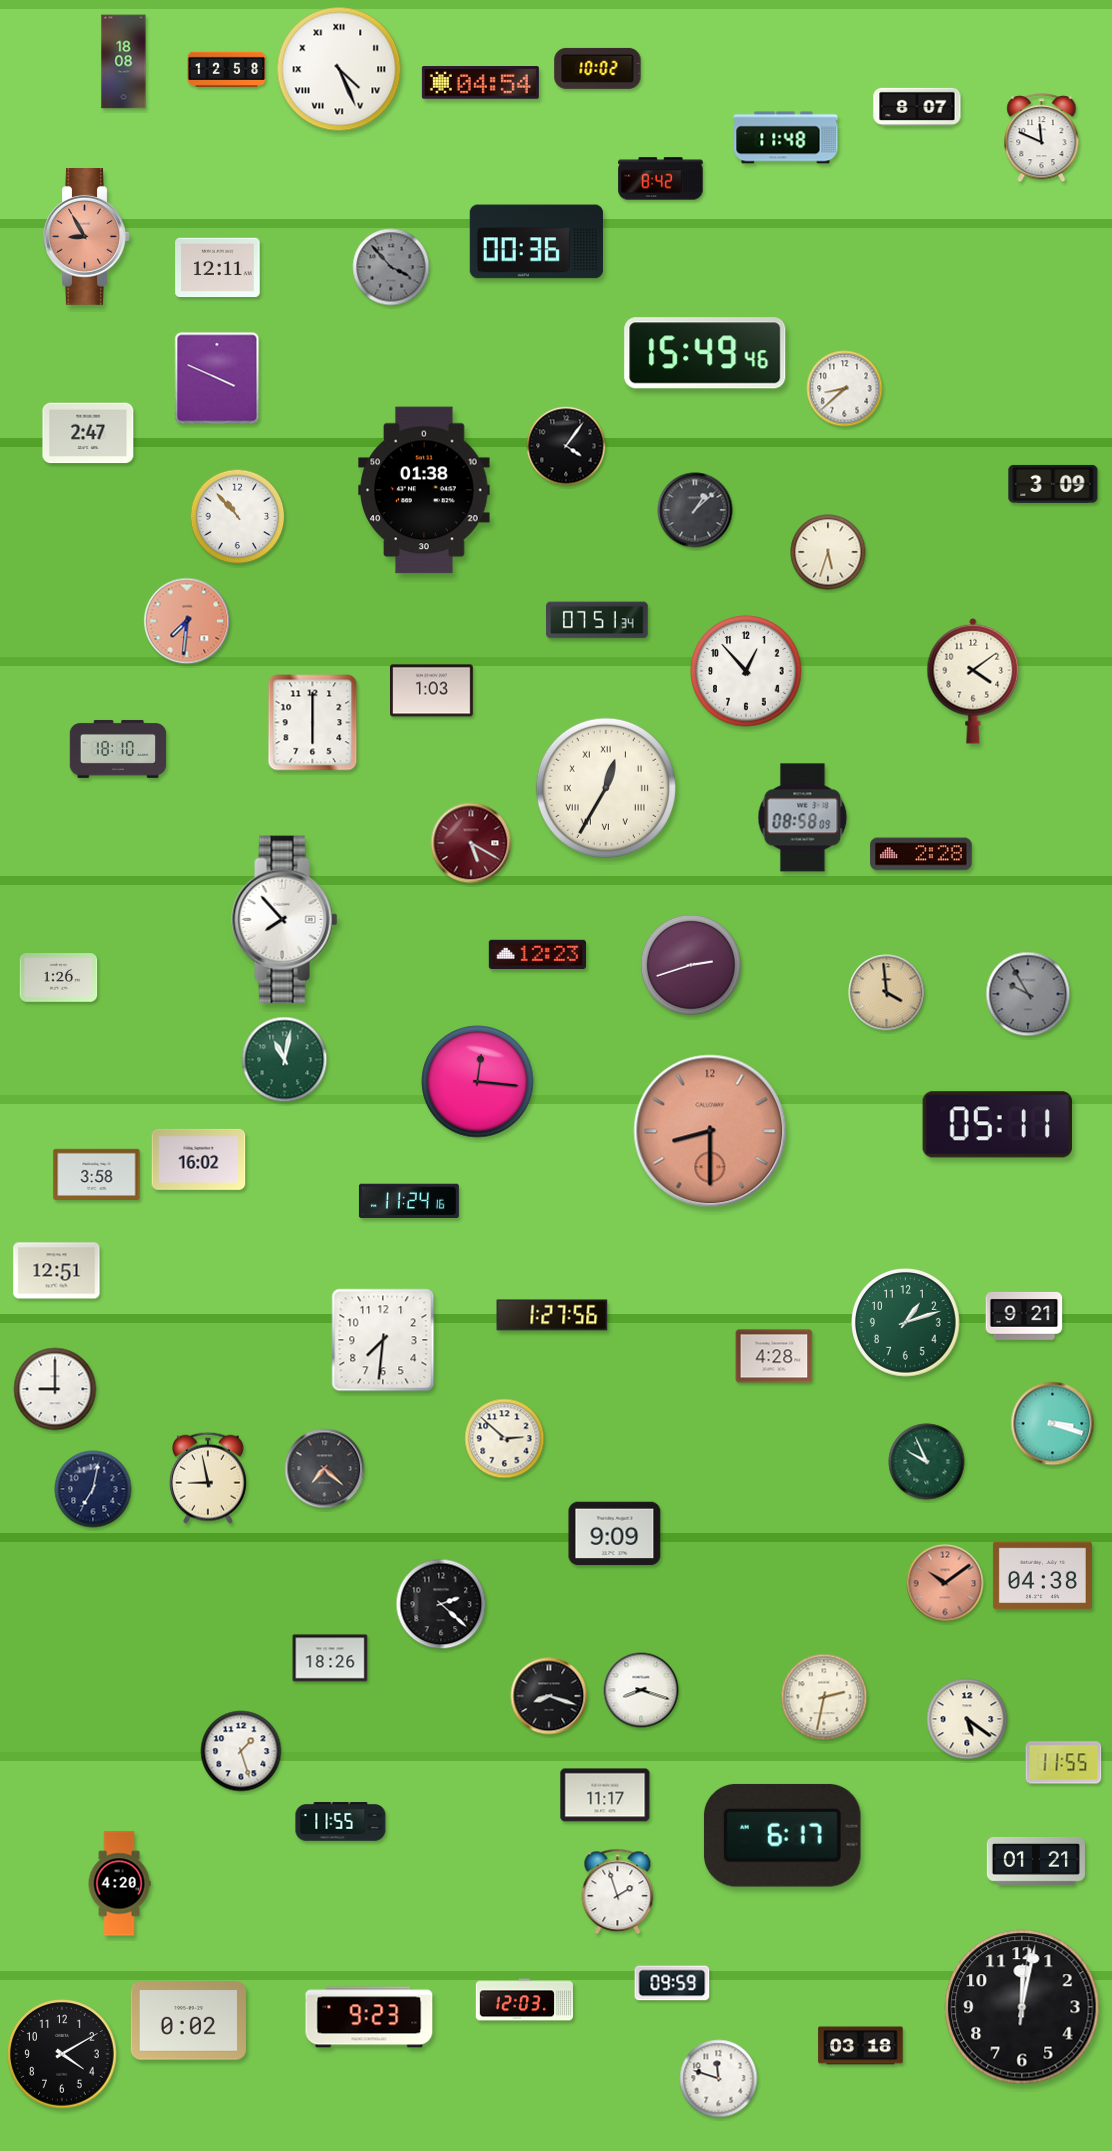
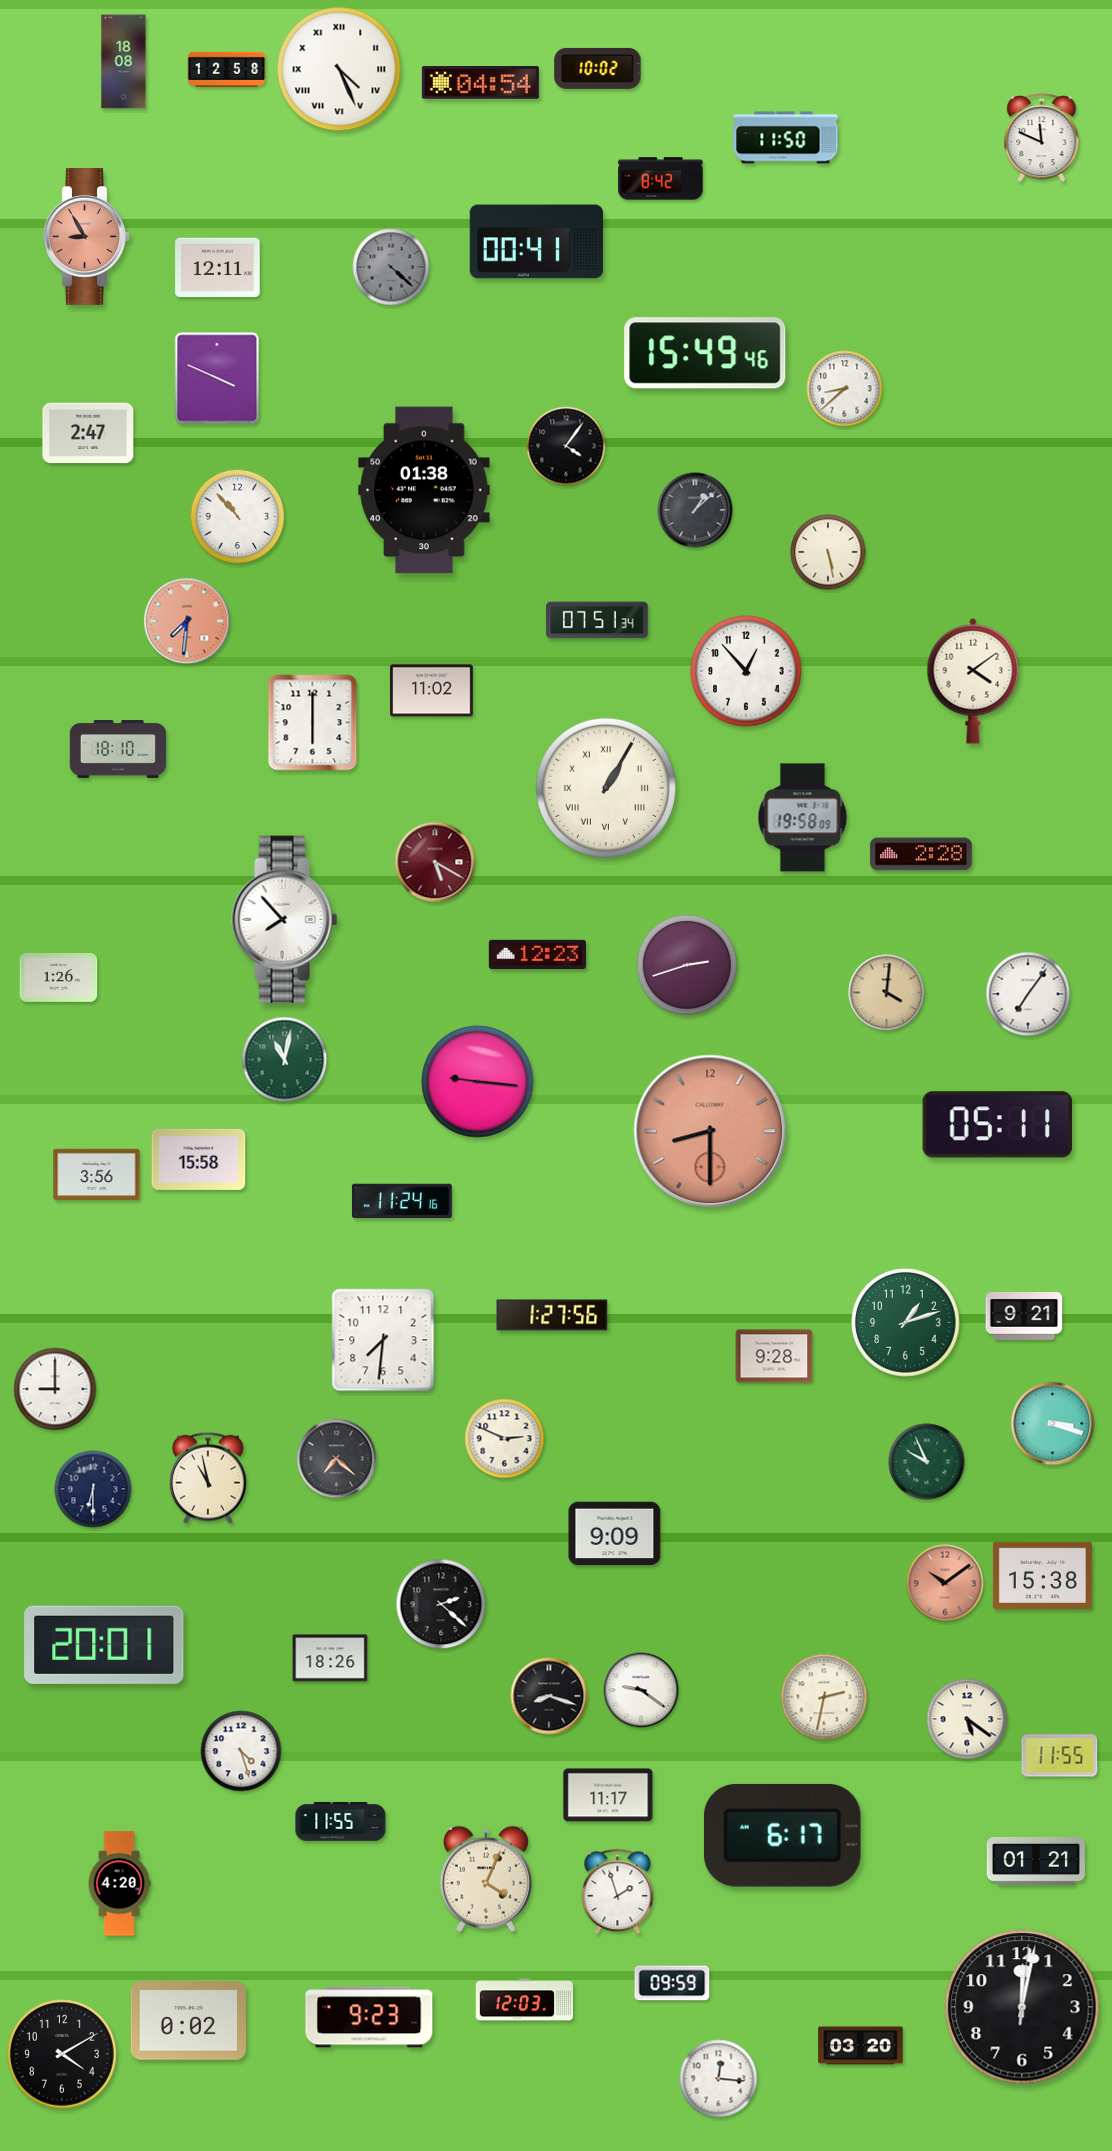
clock at (917, 107): 8:07 -> none
clock at (786, 138): 11:48 -> 11:50
clock at (536, 242): 00:36 -> 00:41
clock at (391, 267): 3:53 -> 4:22
clock at (1053, 484): 3:09 -> none
clock at (828, 552): 5:33 -> 5:28
clock at (432, 691): 1:03 -> 11:02
clock at (606, 788): 12:35 -> 1:05
clock at (803, 818): 08:58 -> 19:58
clock at (471, 843) position: (471, 843) -> (435, 862)
clock at (691, 965) position: (691, 965) -> (687, 965)
clock at (887, 993): 3:59 -> 4:01
clock at (1028, 994): 9:55 -> 7:06
clock at (1028, 994) dial: grey -> white
clock at (478, 1082): 12:16 -> 9:16
clock at (199, 1159): 16:02 -> 15:58
clock at (97, 1174): 3:58 -> 3:56
clock at (409, 1201) position: (409, 1201) -> (402, 1201)
clock at (57, 1271): 12:51 -> none
clock at (774, 1356): 4:28 -> 9:28
clock at (505, 1439): 2:52 -> 2:49
clock at (325, 1469) position: (325, 1469) -> (337, 1459)
clock at (208, 1478): 8:58 -> 10:58
clock at (93, 1489): 7:02 -> 6:30
clock at (1042, 1576): 04:38 -> 15:38
clock at (104, 1645): none -> 20:01
clock at (641, 1690): 8:18 -> 9:21
clock at (241, 1751): 1:27 -> 4:27
clock at (1064, 1763) position: (1064, 1763) -> (1060, 1756)
clock at (605, 1795) position: (605, 1795) -> (608, 1795)
clock at (486, 1879): none -> 4:04
clock at (861, 2046): 03:18 -> 03:20
clock at (719, 2079): 11:48 -> 12:16
